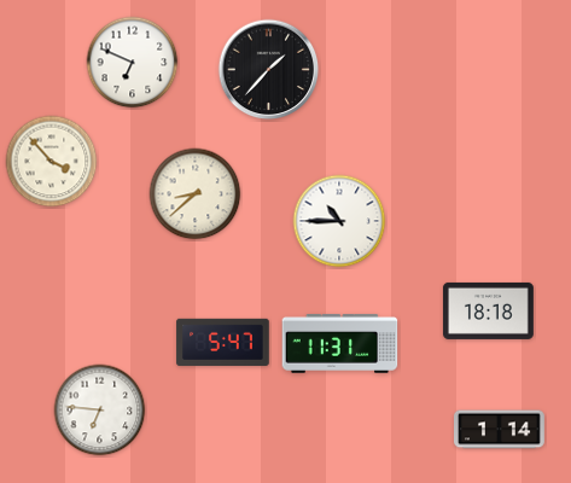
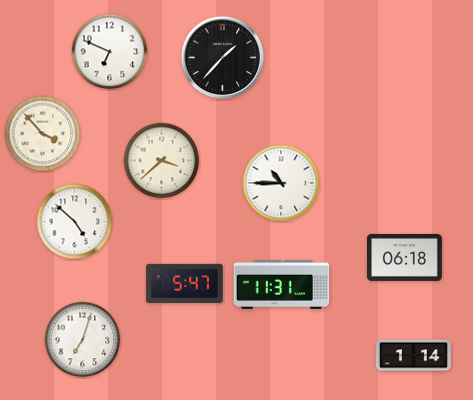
clock at (196, 194): 8:38 -> 3:38
clock at (75, 222): none -> 4:52
clock at (488, 310): 18:18 -> 06:18
clock at (100, 411): 6:46 -> 7:03
